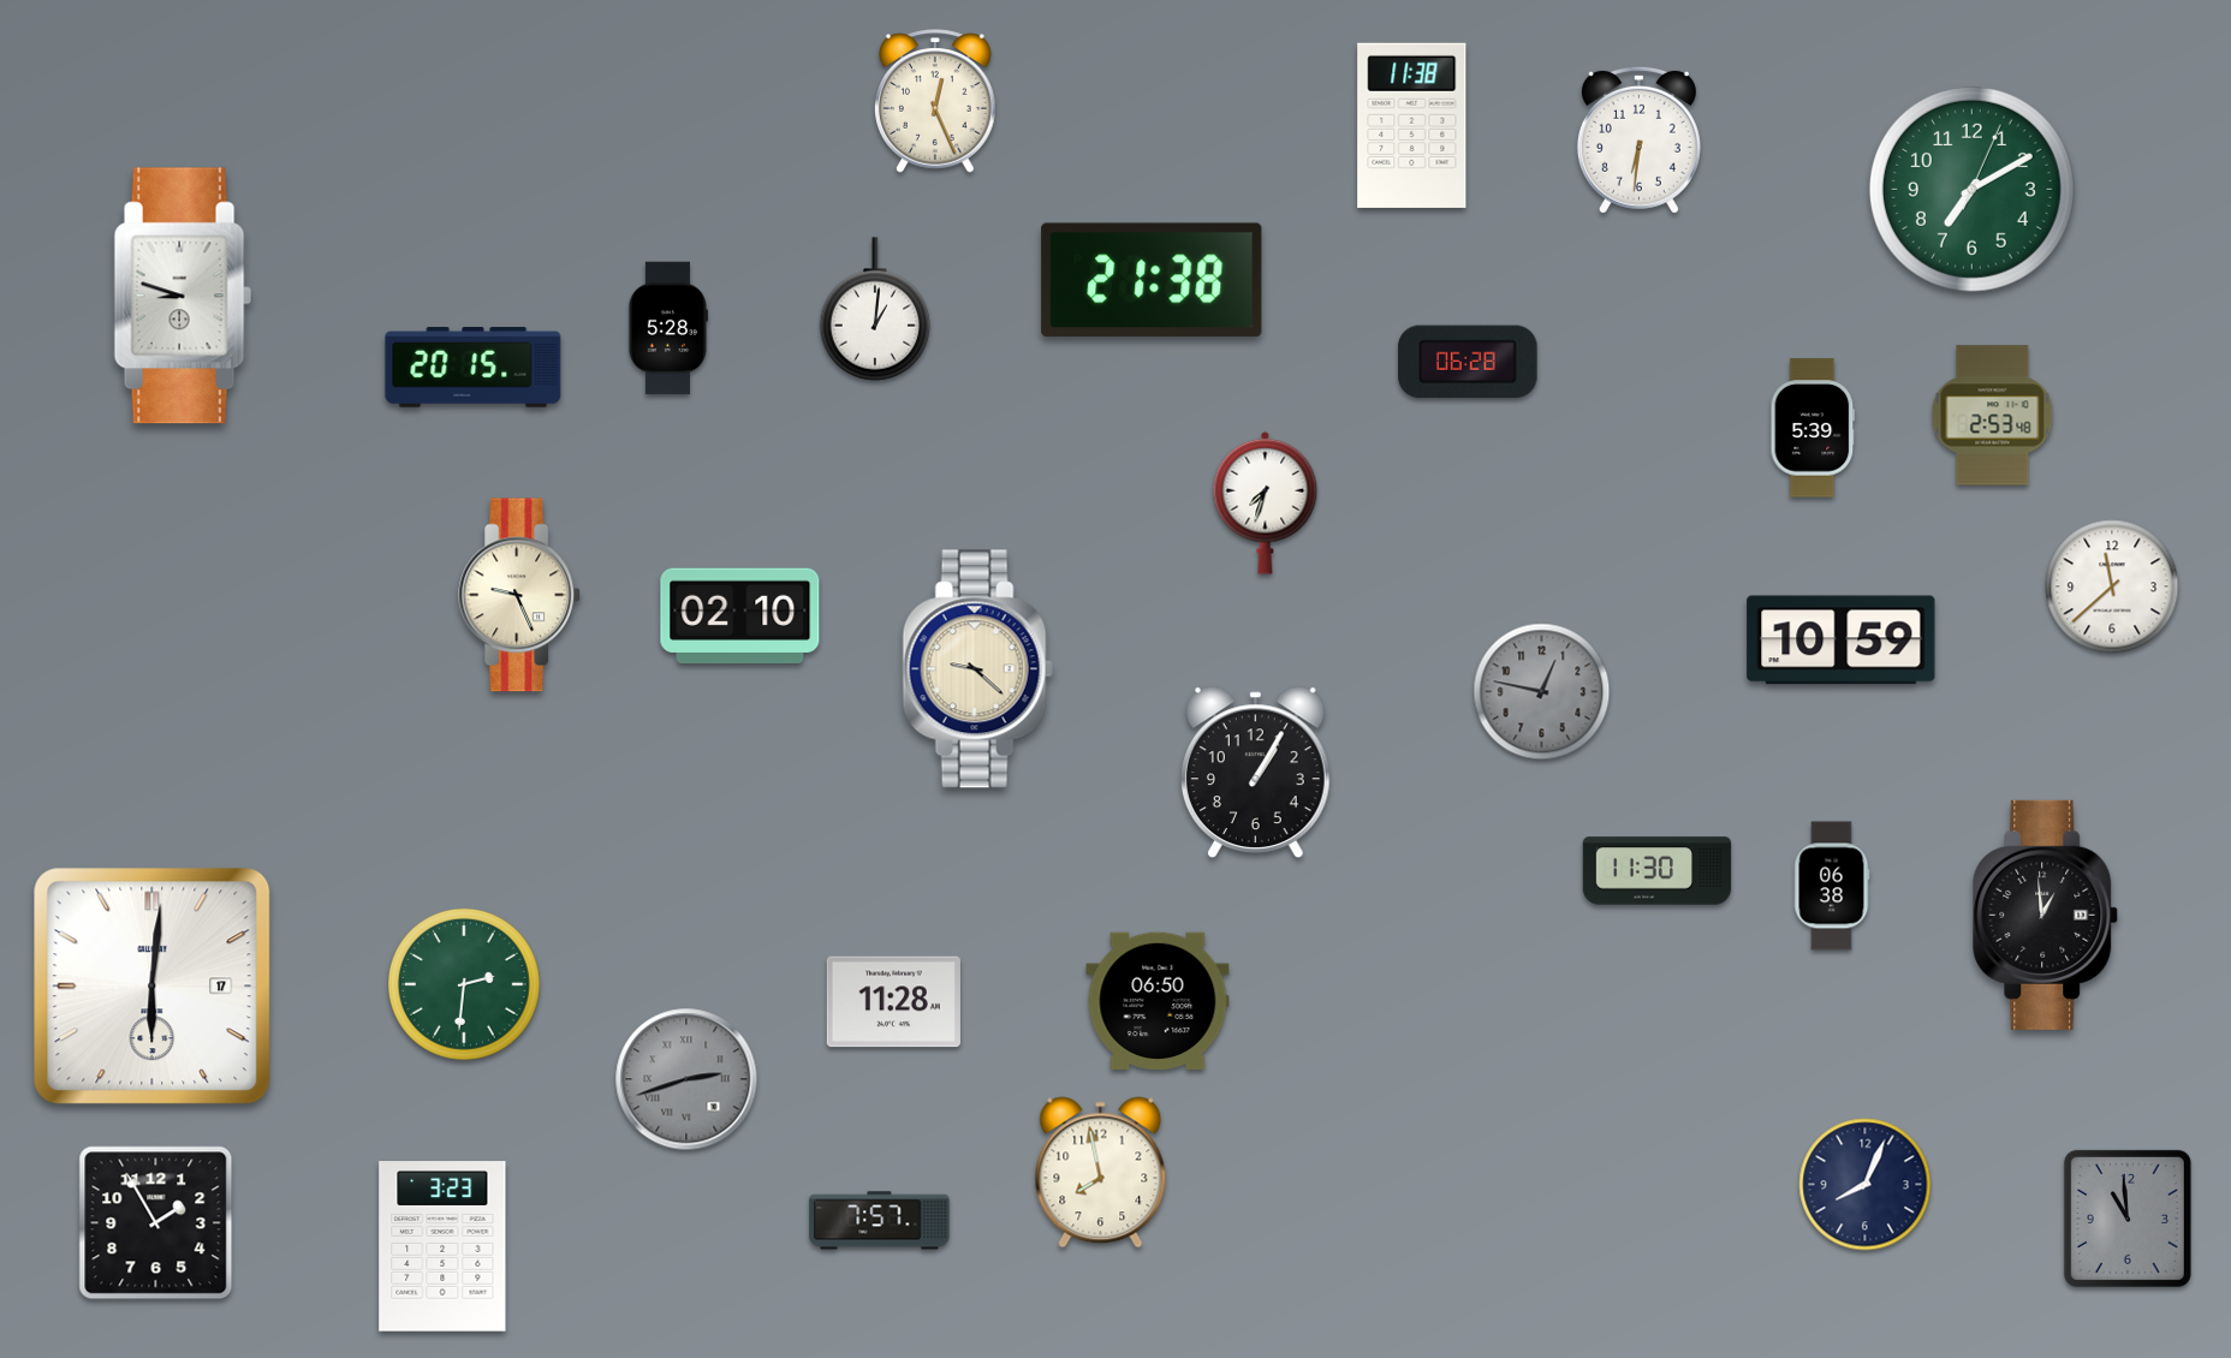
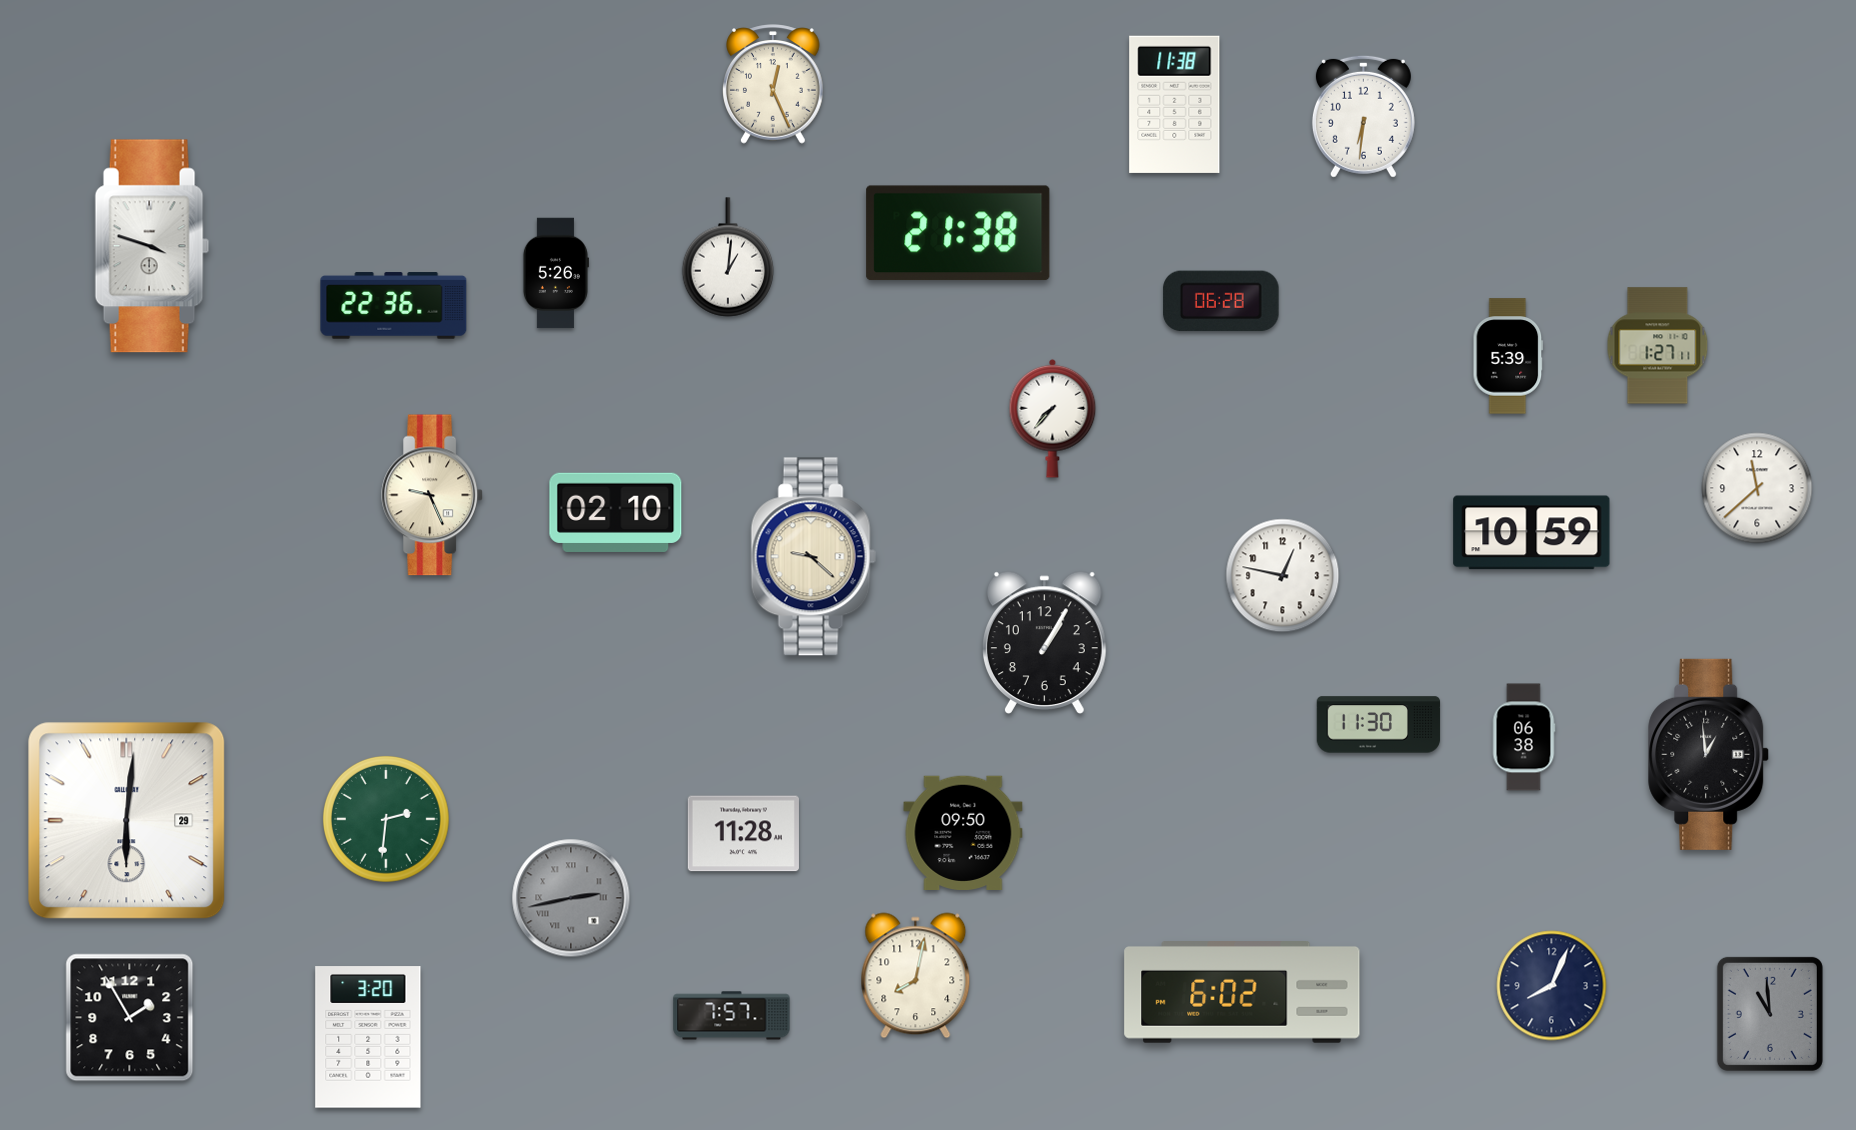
clock at (936, 101) position: (936, 101) -> (774, 84)
clock at (1971, 189): 7:10 -> none
clock at (183, 296): 8:48 -> 3:48
clock at (667, 328): 5:28 -> 5:26
clock at (474, 368): 20:15 -> 22:36
clock at (1993, 416): 2:53 -> 1:27
clock at (1266, 502): 7:33 -> 7:37
clock at (1542, 692) dial: grey -> white
clock at (2046, 915) position: (2046, 915) -> (1709, 754)
clock at (153, 987) date: 17 -> 29
clock at (1158, 1000): 06:50 -> 09:50
clock at (686, 1079): 2:42 -> 2:43
clock at (1101, 1173): 7:58 -> 8:02
clock at (1242, 993): none -> 6:02
clock at (442, 1246): 3:23 -> 3:20
